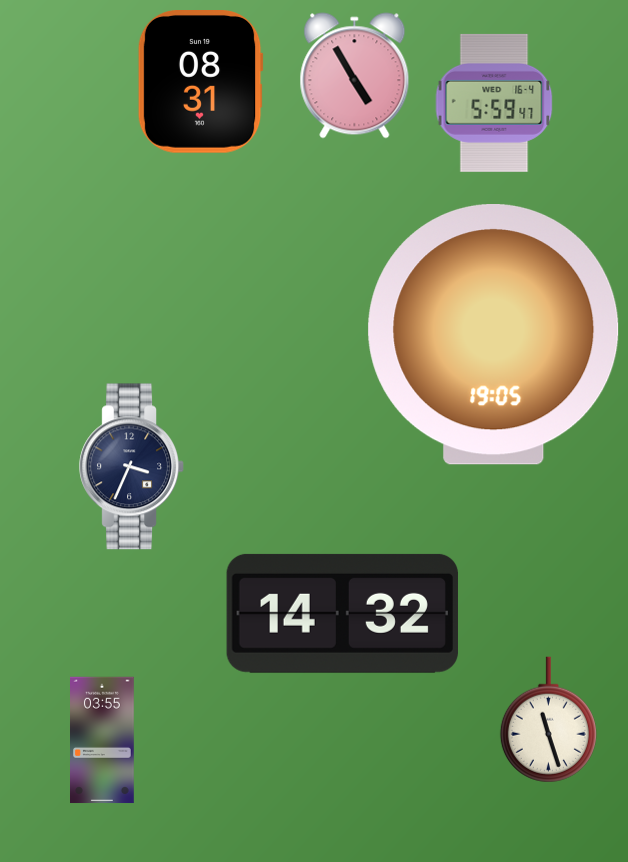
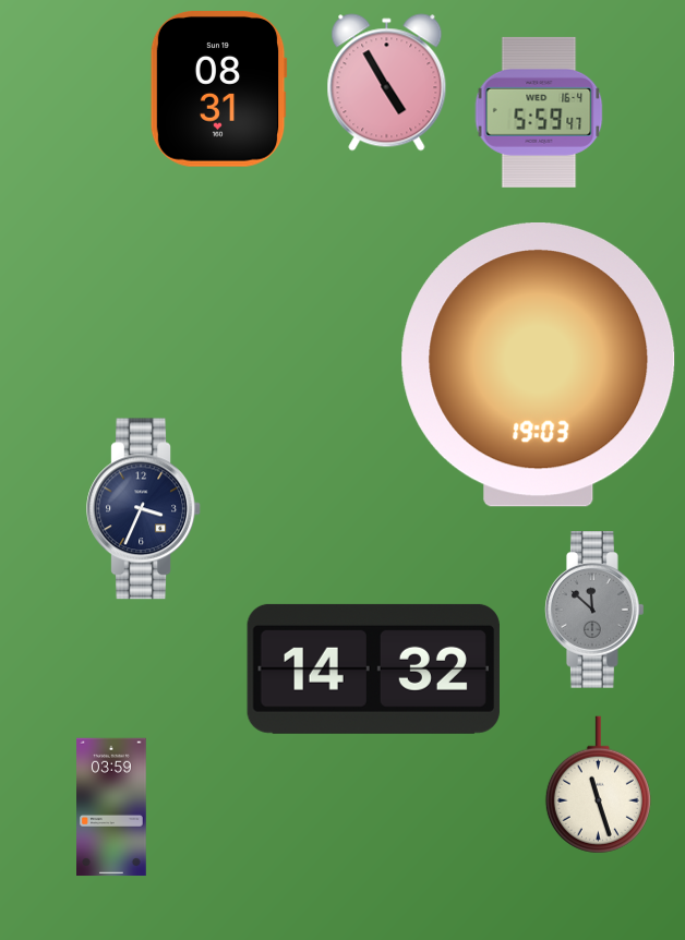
clock at (494, 335): 19:05 -> 19:03
clock at (596, 610): none -> 11:52
clock at (103, 740): 03:55 -> 03:59
